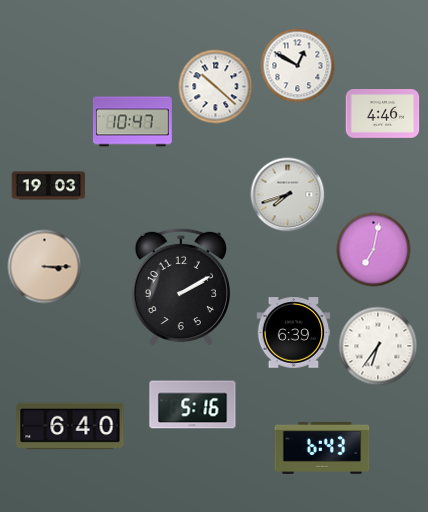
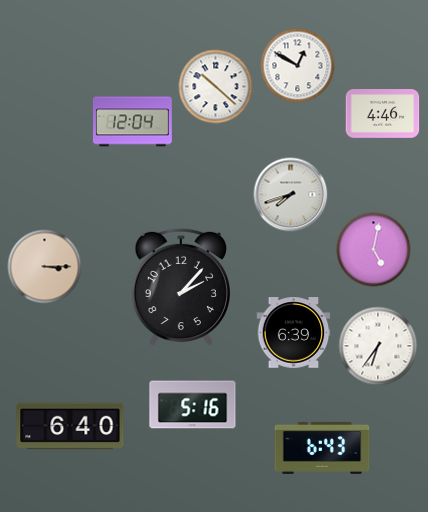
clock at (132, 122): 10:47 -> 12:04
clock at (49, 186): 19:03 -> none
clock at (288, 195) position: (288, 195) -> (291, 195)
clock at (374, 250): 7:02 -> 5:02
clock at (181, 287): 2:10 -> 2:07
